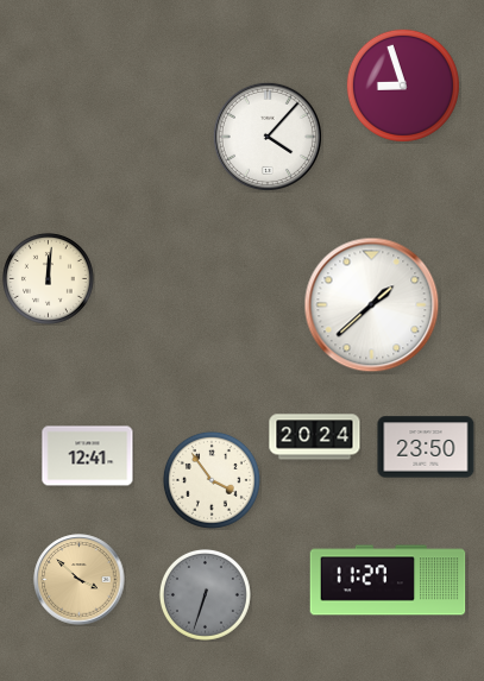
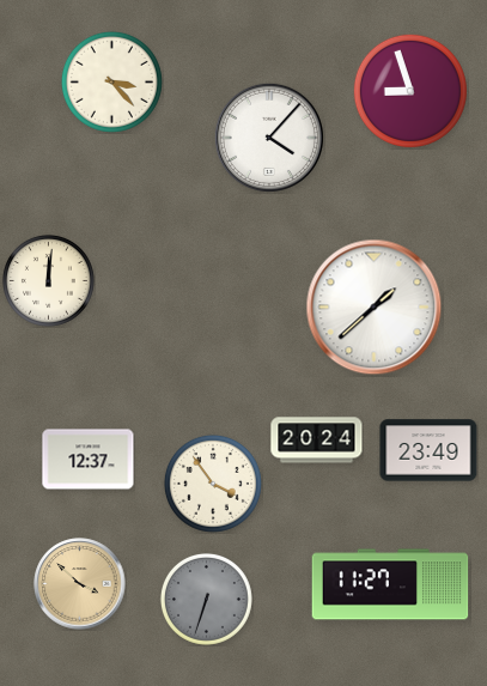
clock at (111, 81): none -> 3:23
clock at (403, 86) position: (403, 86) -> (410, 91)
clock at (426, 447): 23:50 -> 23:49
clock at (88, 456): 12:41 -> 12:37
